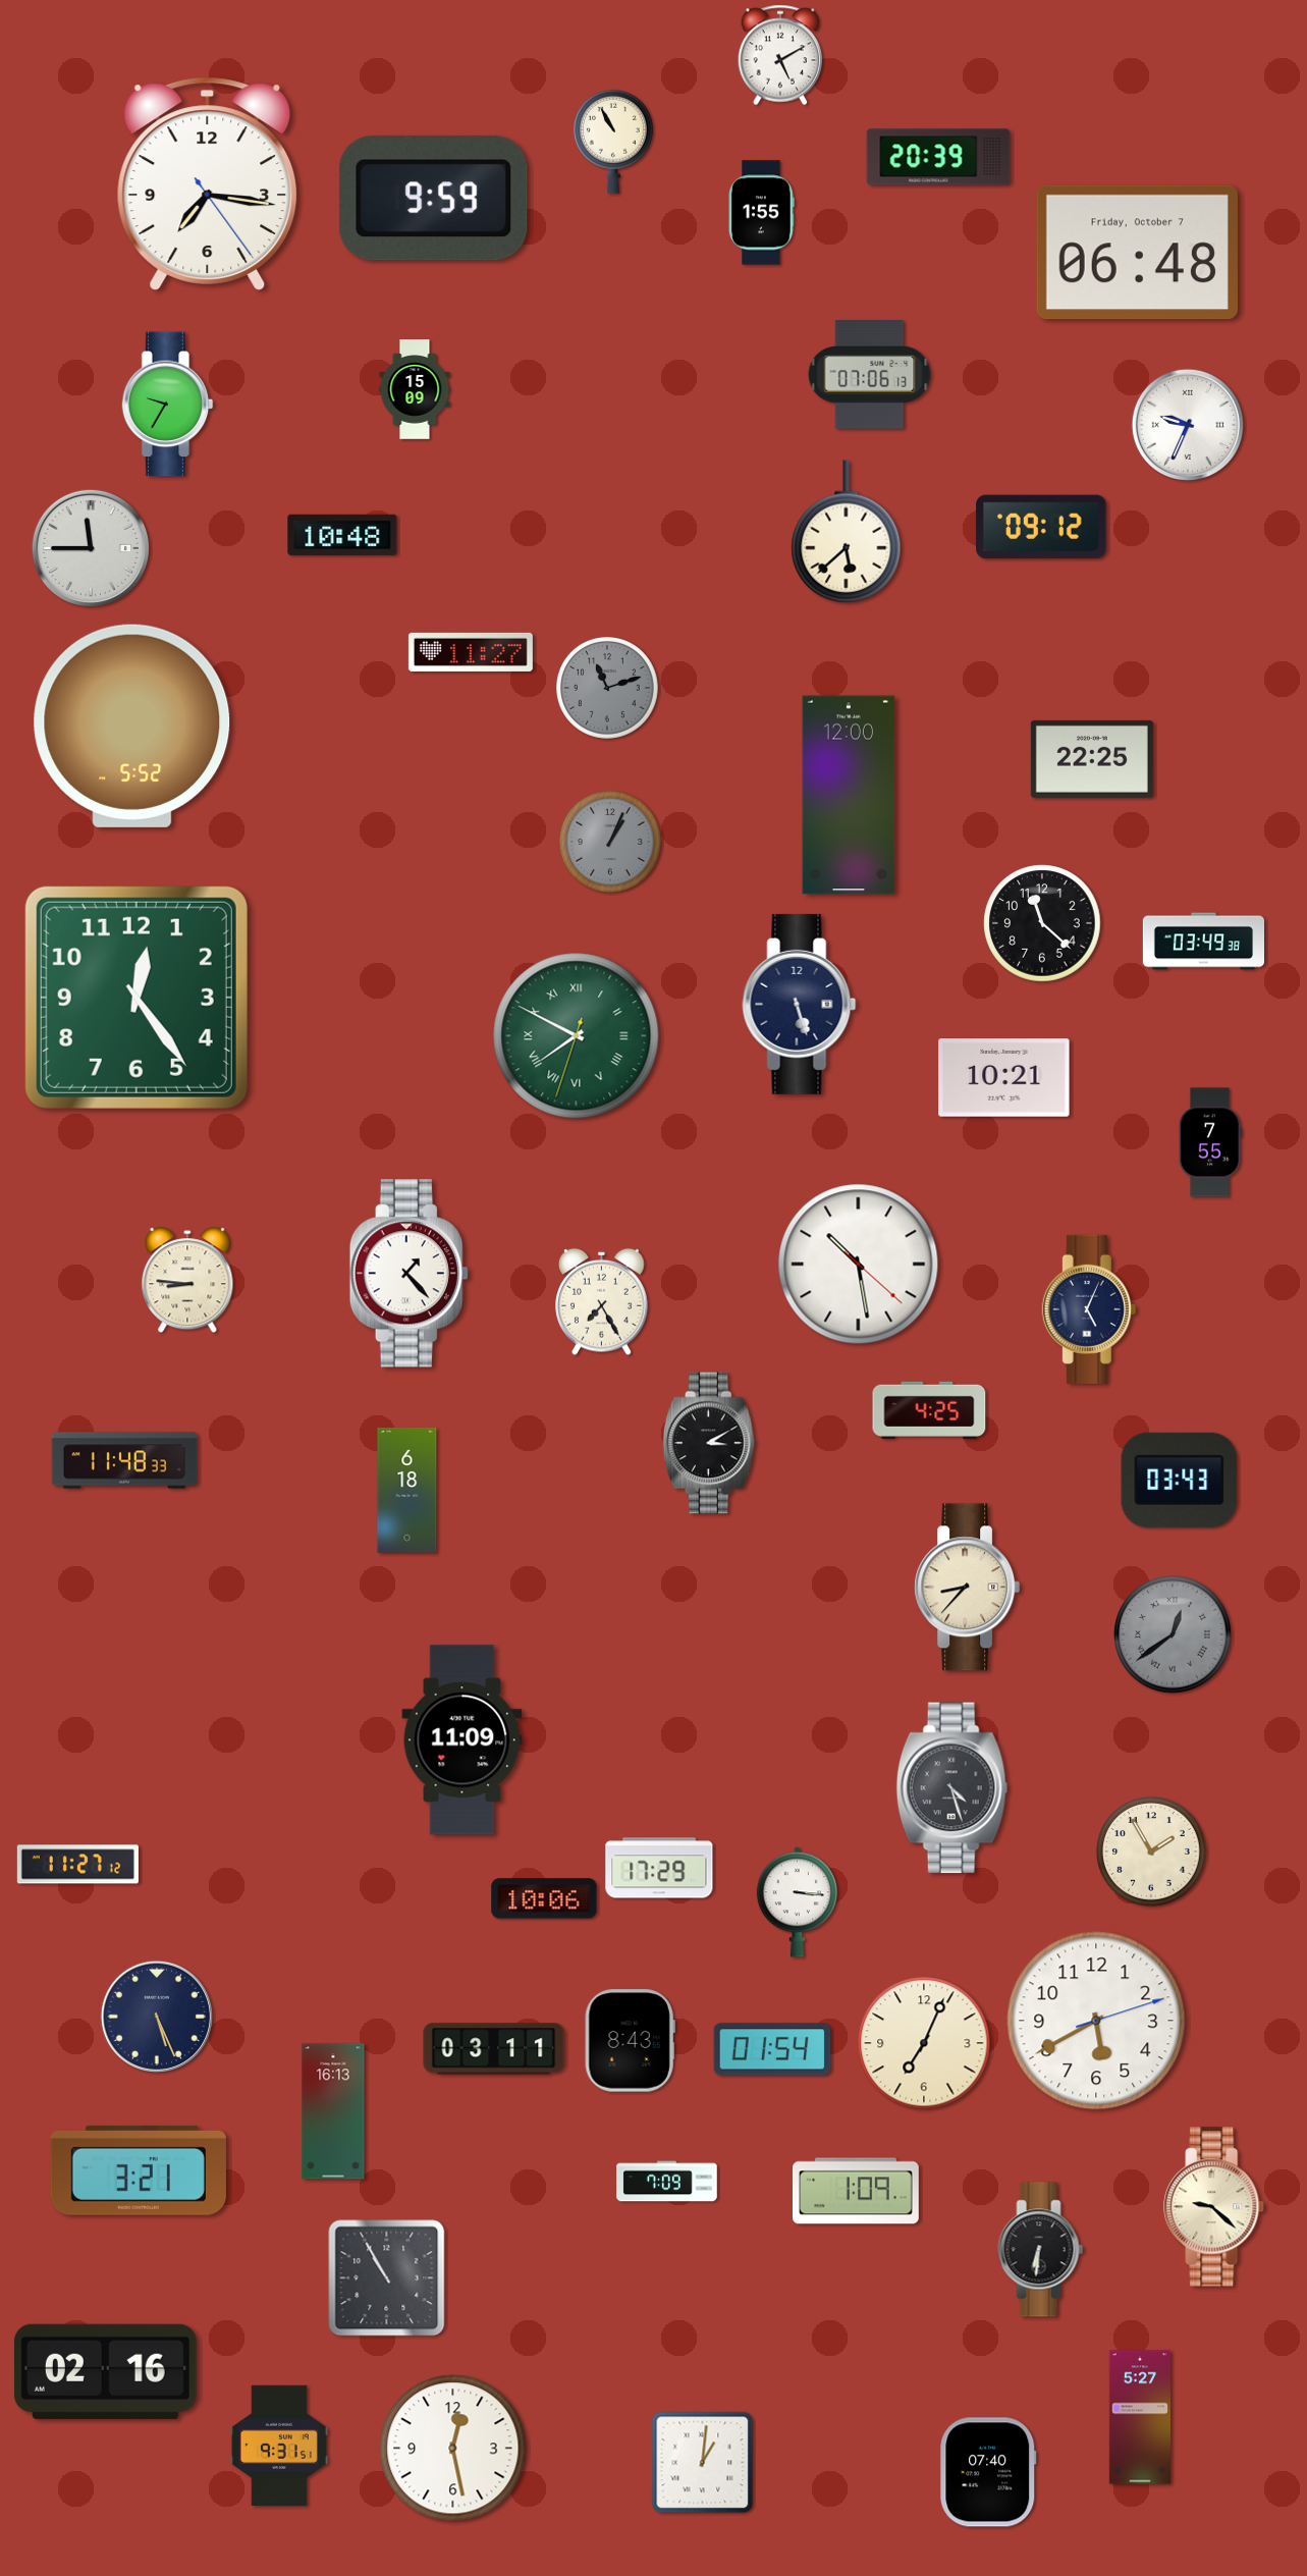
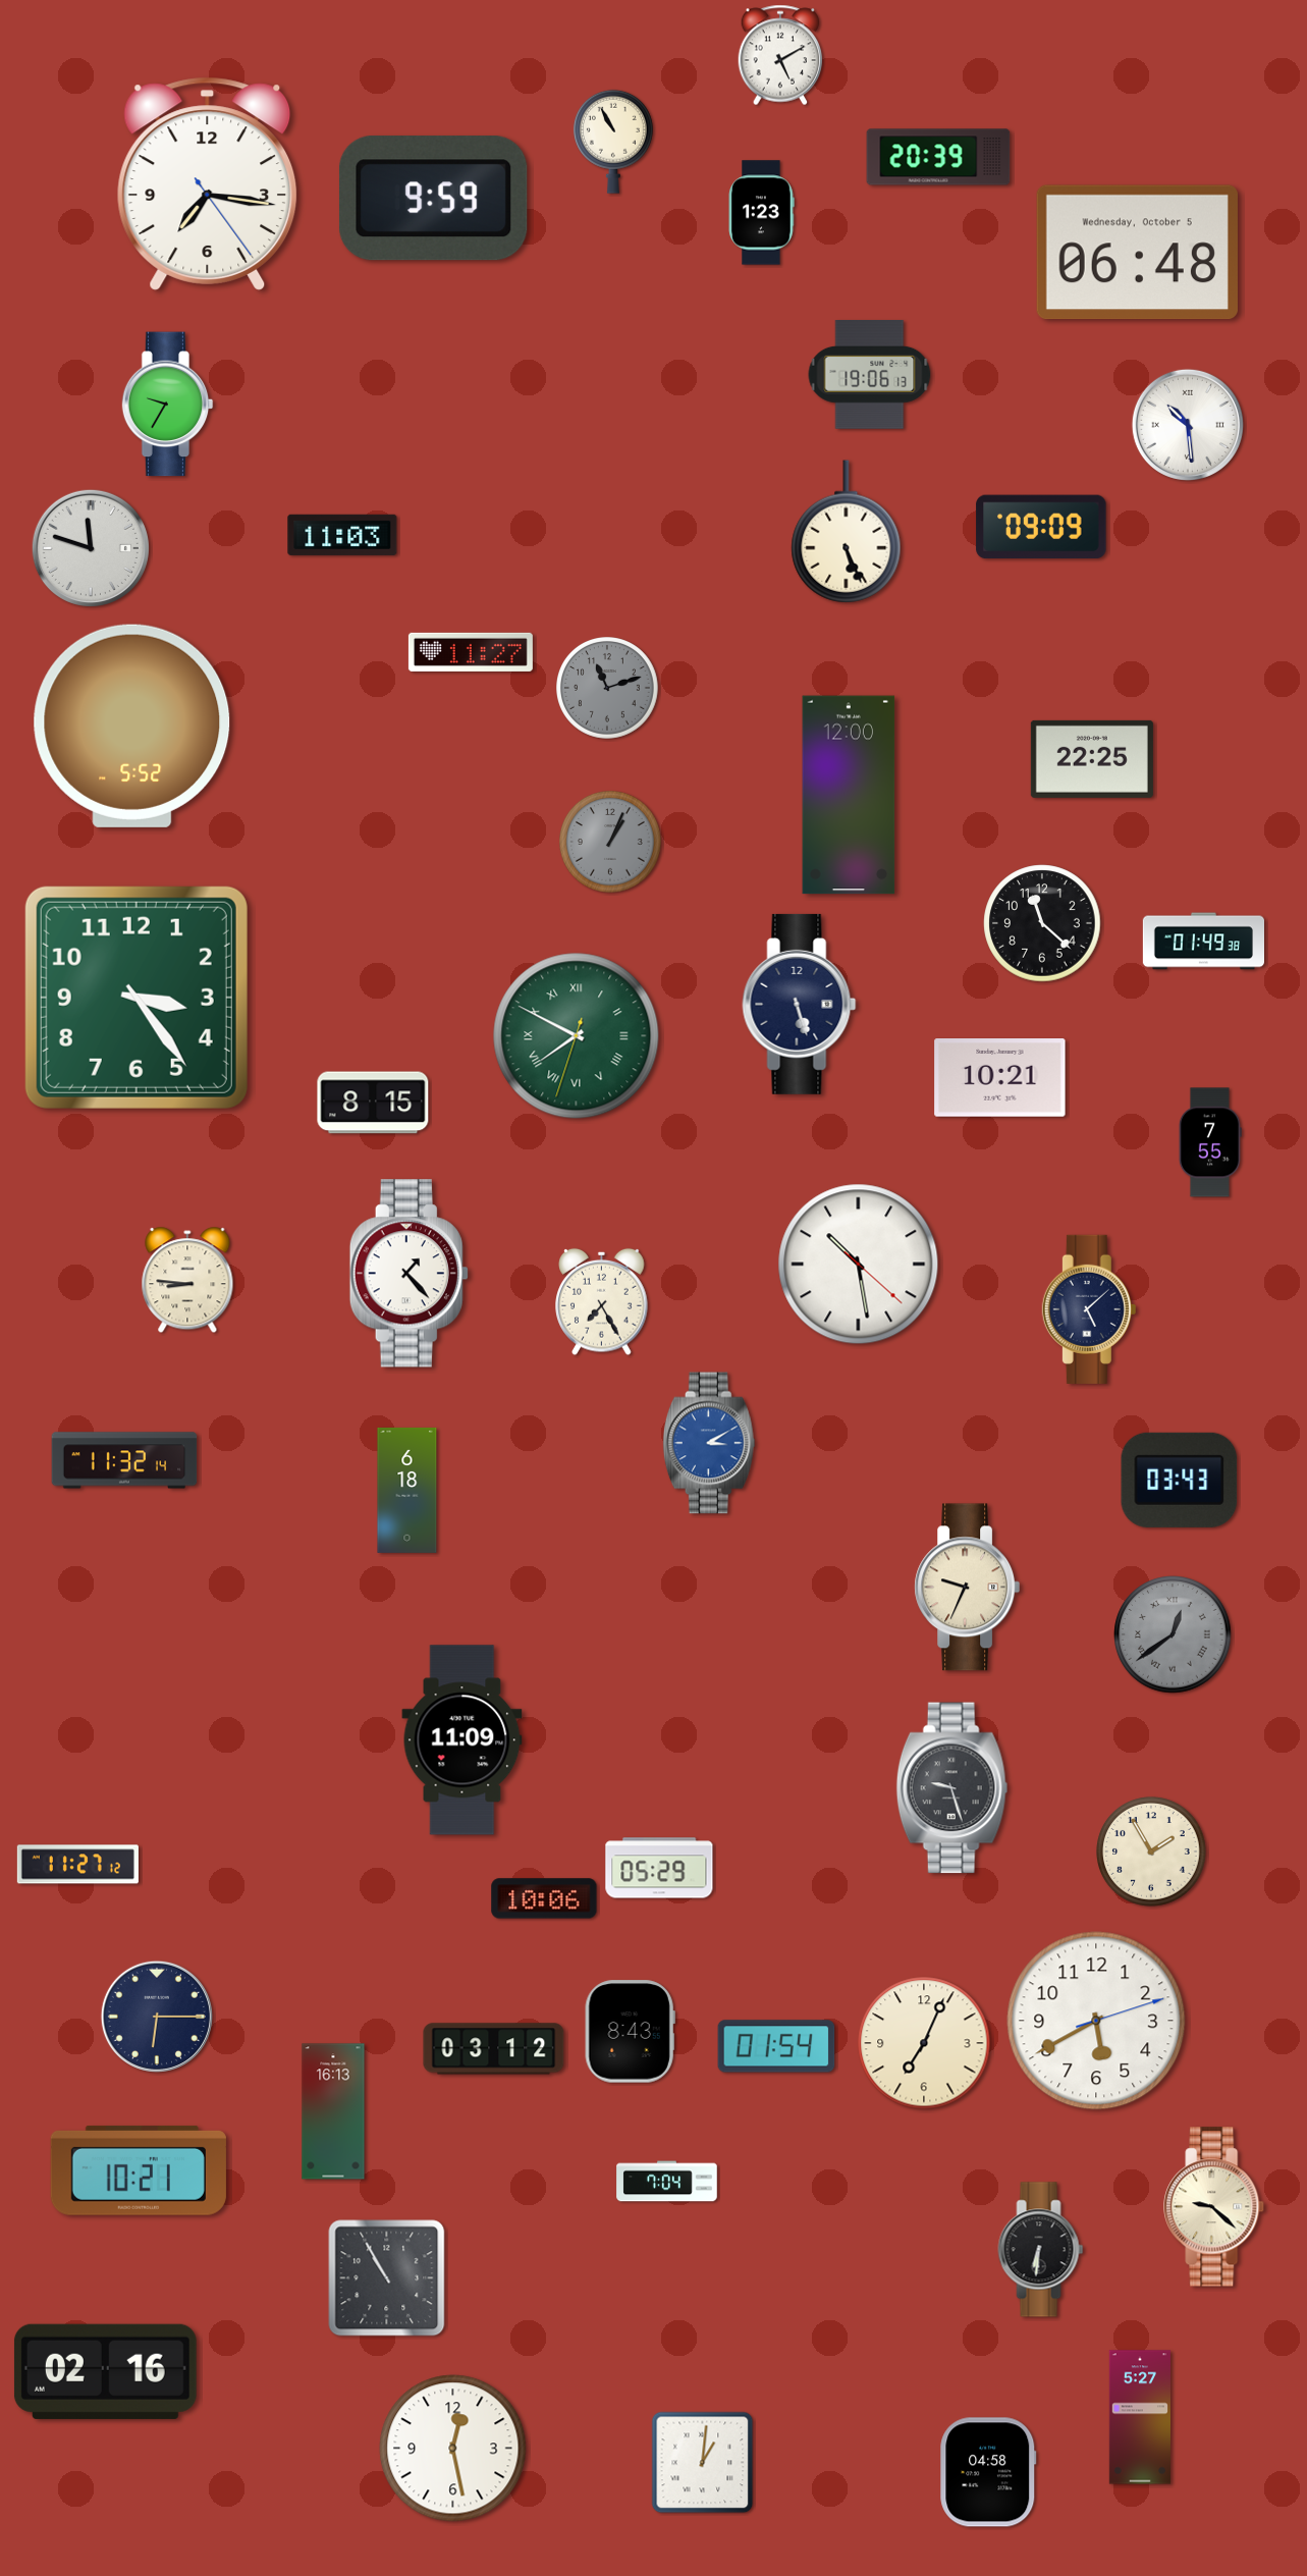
clock at (761, 213): 1:55 -> 1:23
clock at (1137, 253) date: Friday, October 7 -> Wednesday, October 5
clock at (870, 375): 07:06 -> 19:06
clock at (415, 389): 15:09 -> none
clock at (1188, 425): 9:34 -> 10:29
clock at (1041, 527): 09:12 -> 09:09
clock at (847, 532): 5:38 -> 5:26
clock at (342, 535): 10:48 -> 11:03
clock at (91, 548): 11:45 -> 11:48
clock at (1203, 942): 03:49 -> 01:49
clock at (137, 998): 12:24 -> 3:24
clock at (1004, 1078) position: (1004, 1078) -> (1000, 1078)
clock at (373, 1103): none -> 8:15
clock at (1089, 1309): 5:04 -> 5:08
clock at (929, 1410): 4:25 -> none
clock at (709, 1443) dial: black -> blue
clock at (124, 1460): 11:48 -> 11:32
clock at (968, 1588): 8:37 -> 9:34
clock at (952, 1788): 4:27 -> 9:27
clock at (659, 1868): 17:29 -> 05:29
clock at (797, 1902): 3:16 -> none
clock at (157, 2017): 5:26 -> 6:15
clock at (630, 2041) position: (630, 2041) -> (630, 2032)
clock at (494, 2049): 03:11 -> 03:12
clock at (772, 2049) position: (772, 2049) -> (776, 2046)
clock at (139, 2170): 3:21 -> 10:21
clock at (667, 2182): 7:09 -> 7:04
clock at (857, 2191): 1:09 -> none
clock at (279, 2445): 9:31 -> none
clock at (988, 2472): 07:40 -> 04:58
